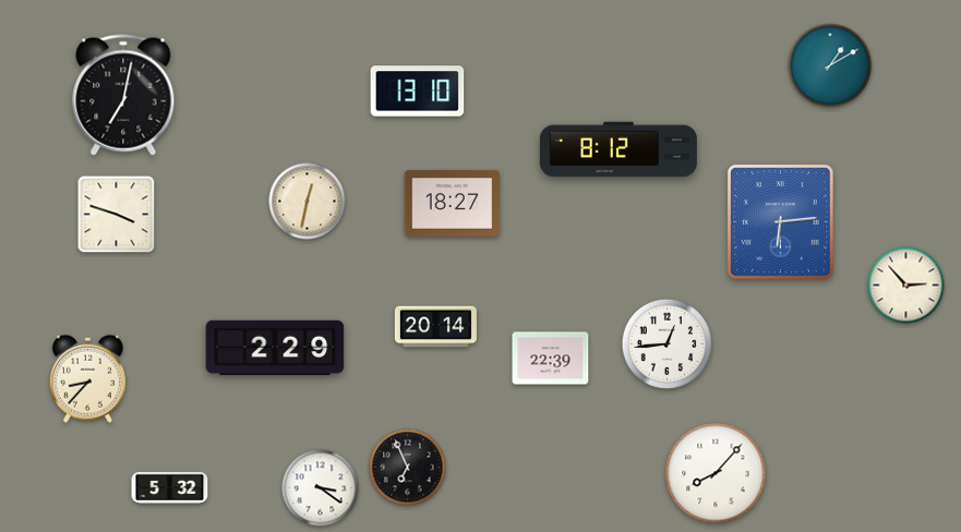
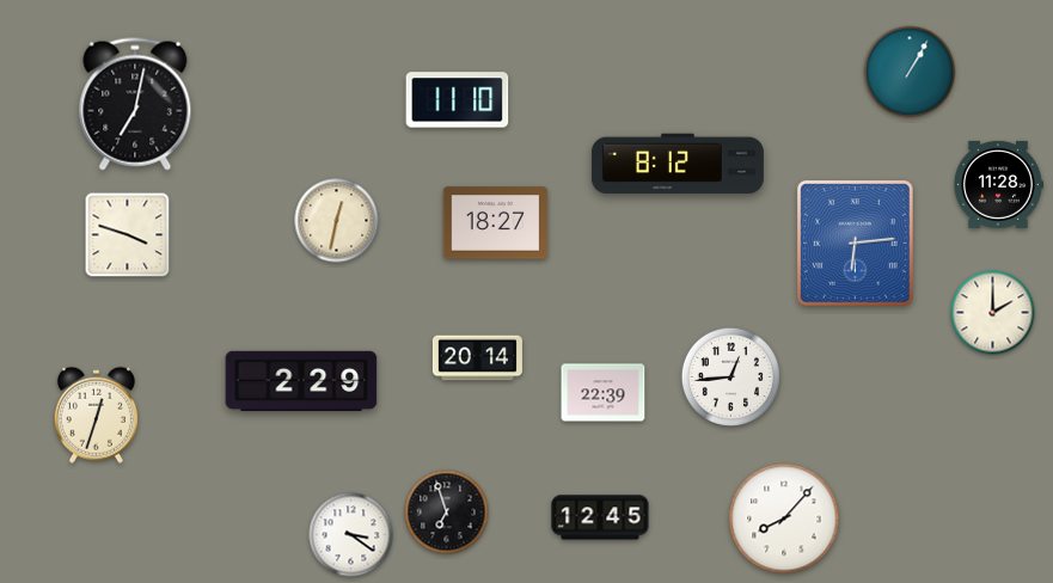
clock at (830, 65): 1:10 -> 1:05
clock at (418, 92): 13:10 -> 11:10
clock at (998, 184): none -> 11:28
clock at (906, 286): 2:53 -> 2:00
clock at (87, 378): 8:37 -> 12:33
clock at (408, 468): 6:56 -> 6:57
clock at (600, 517): none -> 12:45
clock at (170, 487): 5:32 -> none
